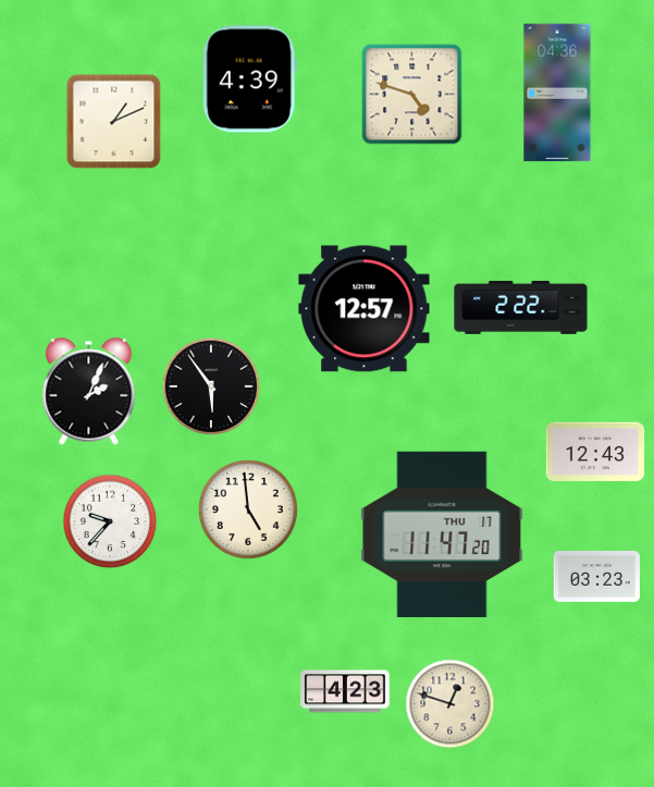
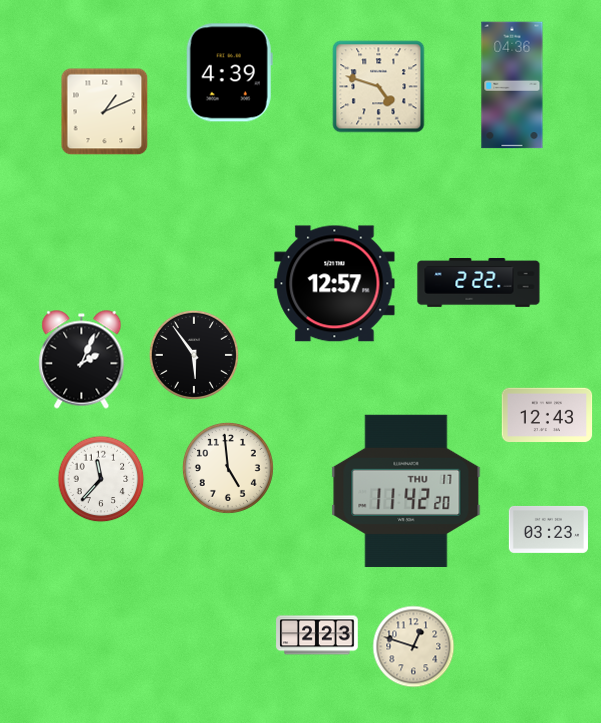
clock at (110, 521): 9:37 -> 11:37
clock at (442, 534): 11:47 -> 11:42
clock at (345, 691): 4:23 -> 2:23
